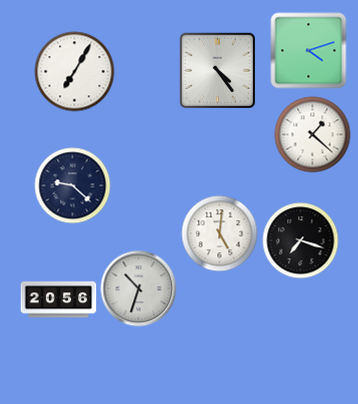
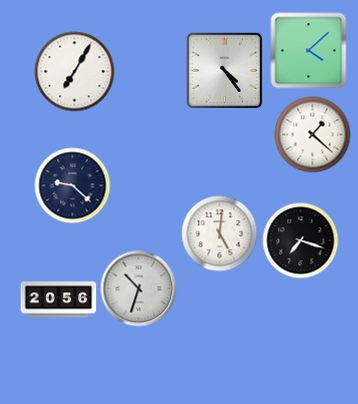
clock at (309, 51): 4:12 -> 4:08
clock at (217, 70) position: (217, 70) -> (224, 70)
